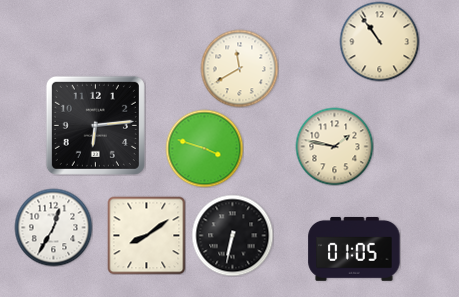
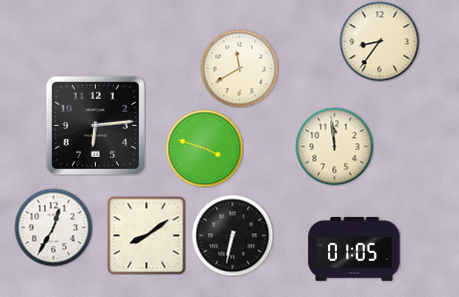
clock at (379, 41): 10:54 -> 8:36
clock at (334, 146): 1:47 -> 11:59
